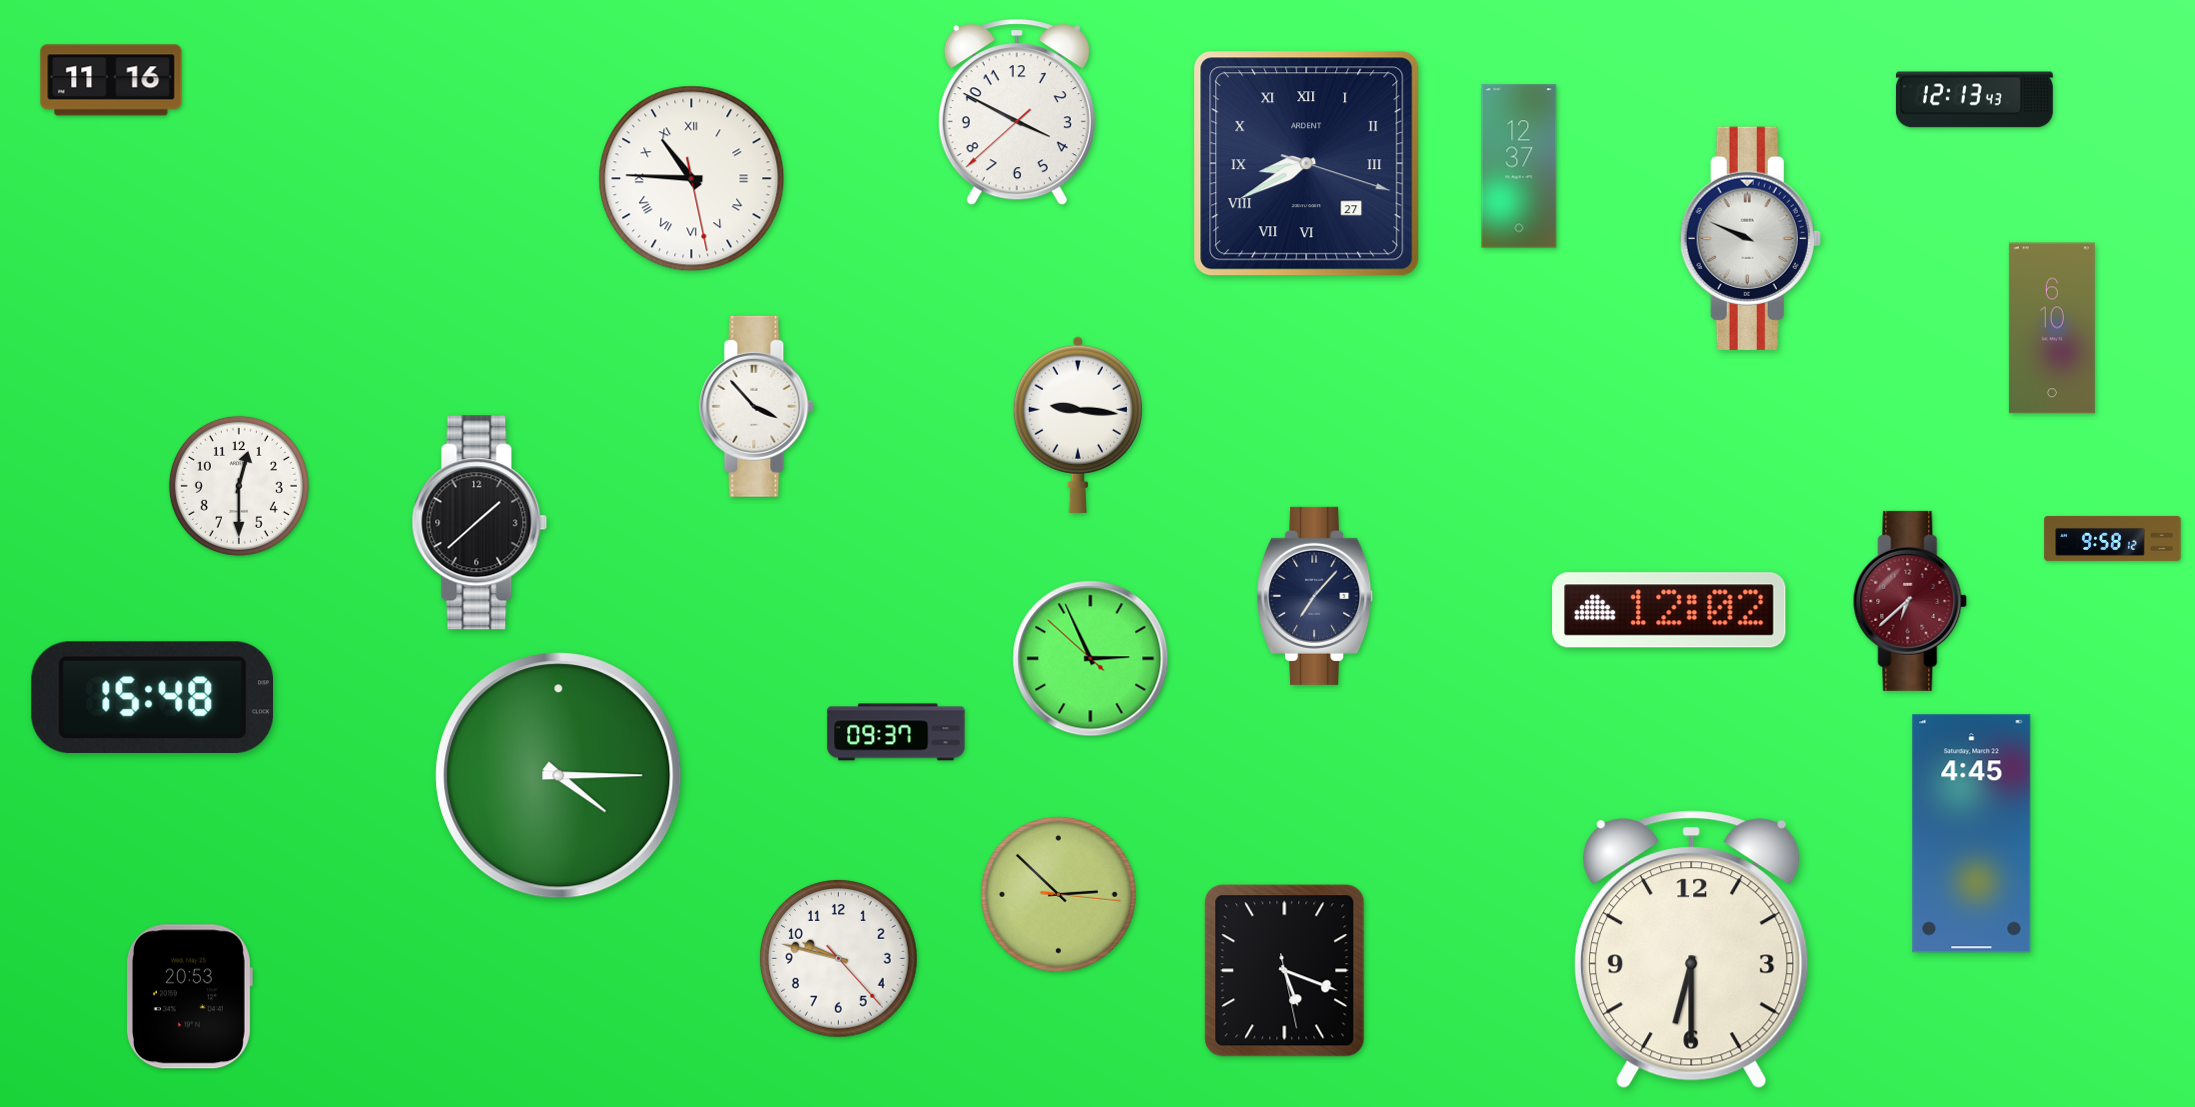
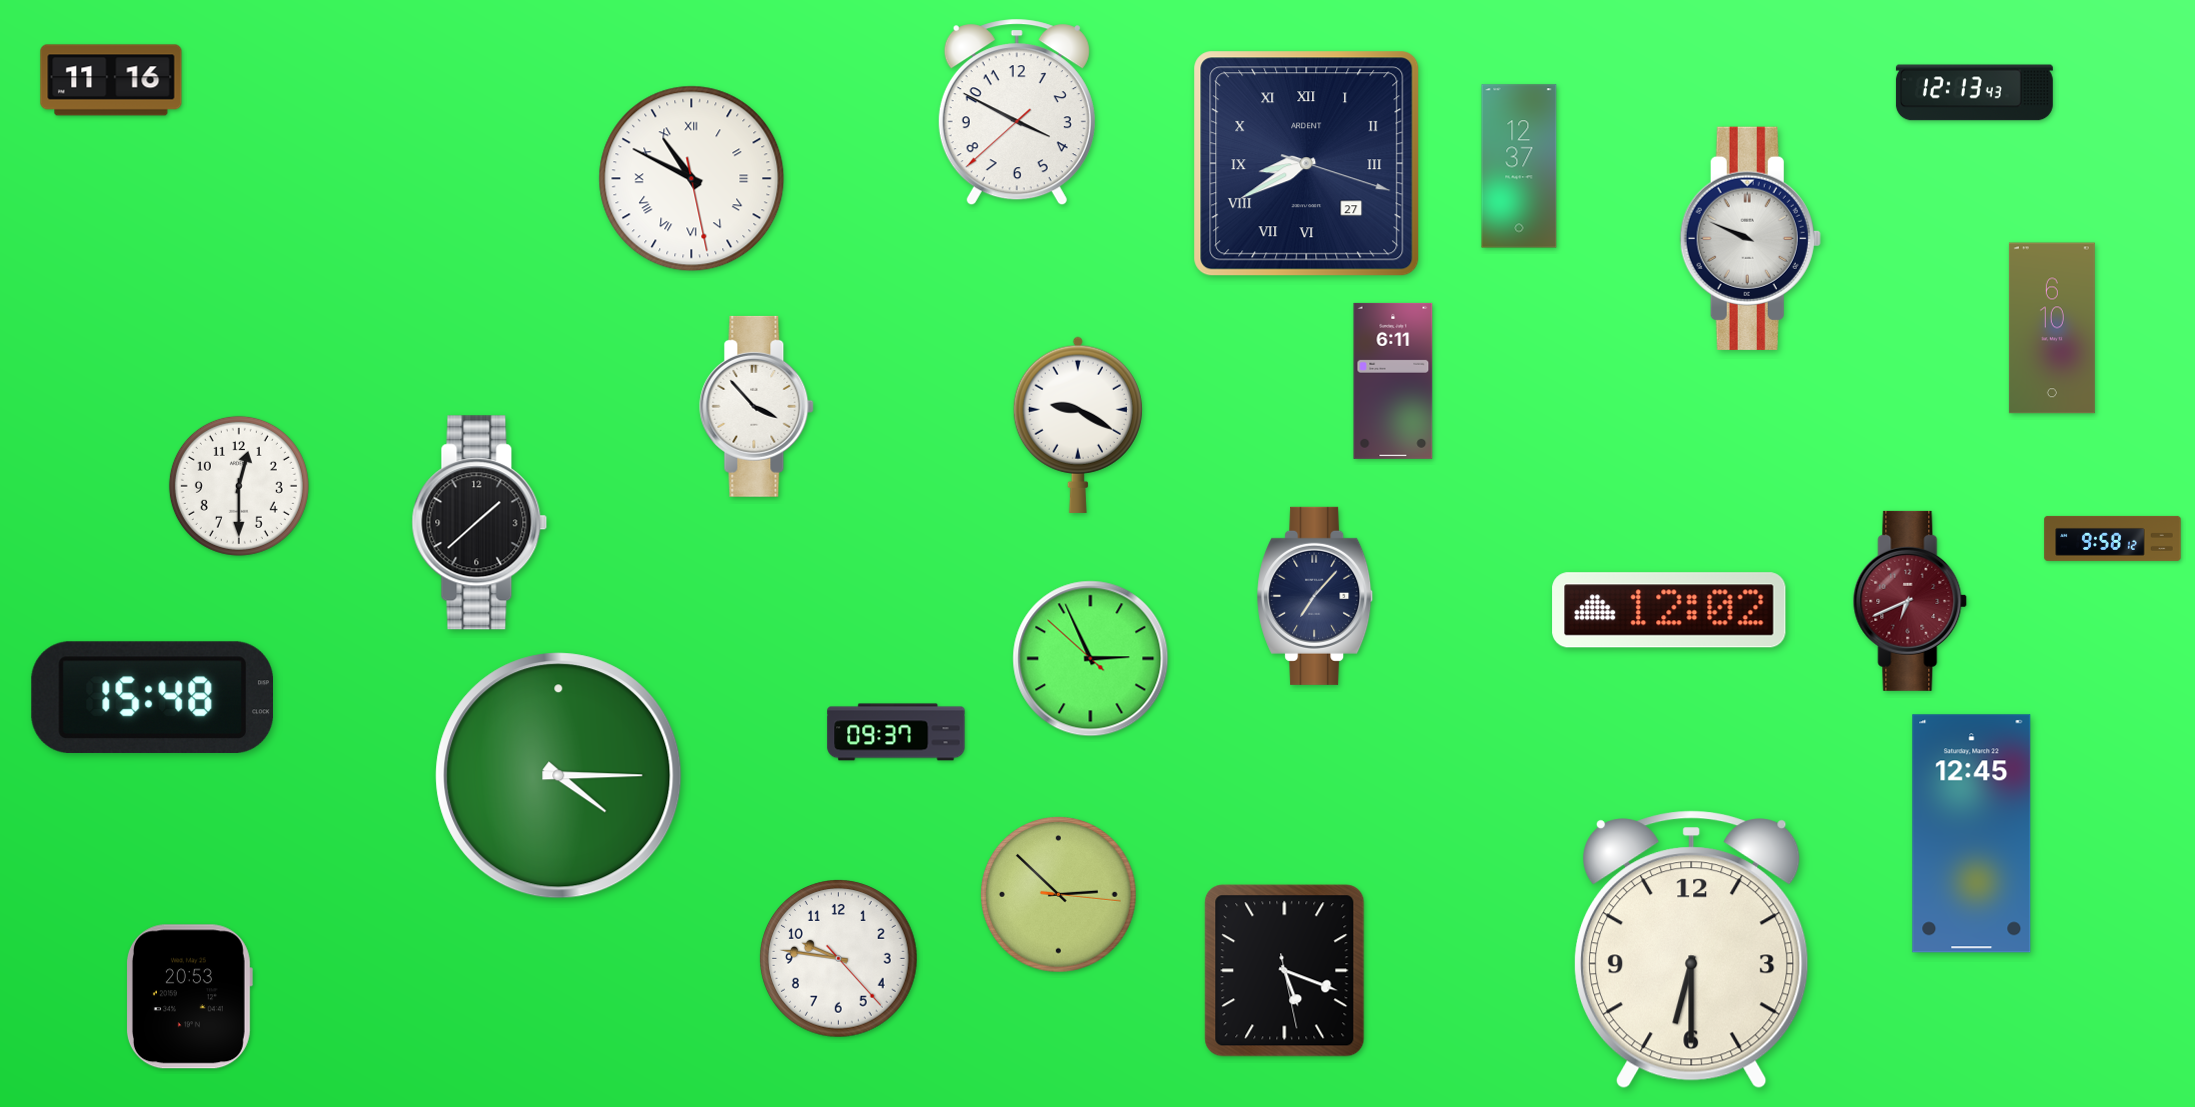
clock at (1974, 100) position: (1974, 100) -> (1974, 93)
clock at (692, 179): 10:45 -> 10:49
clock at (1393, 381): none -> 6:11
clock at (1078, 425): 9:16 -> 9:20
clock at (1910, 601): 6:38 -> 6:41
clock at (1972, 834): 4:45 -> 12:45
clock at (839, 959): 9:47 -> 9:46
